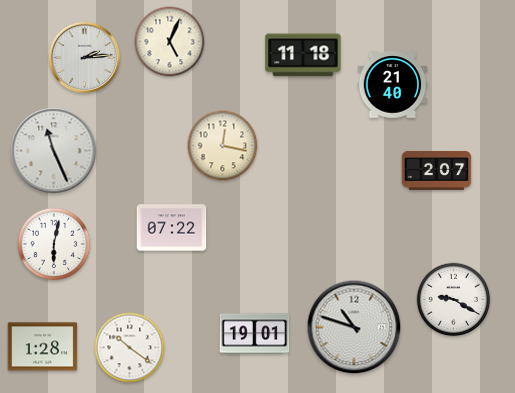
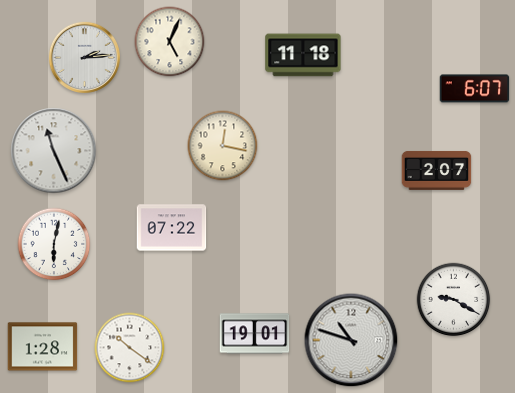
clock at (393, 85): 21:40 -> none
clock at (475, 89): none -> 6:07
clock at (354, 327) position: (354, 327) -> (351, 340)
